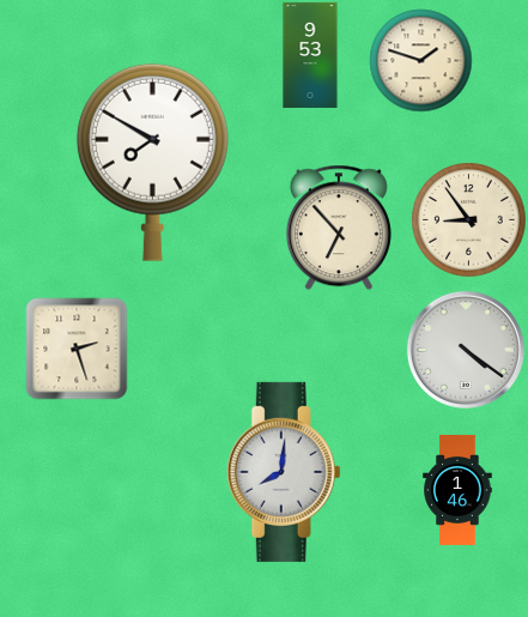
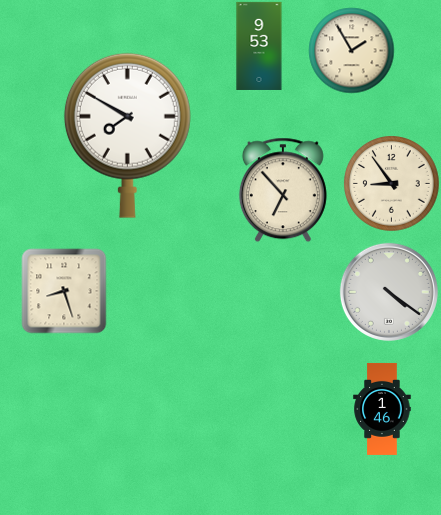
clock at (420, 60): 1:48 -> 1:55
clock at (77, 349): 2:27 -> 8:27
clock at (284, 472): 8:01 -> none
